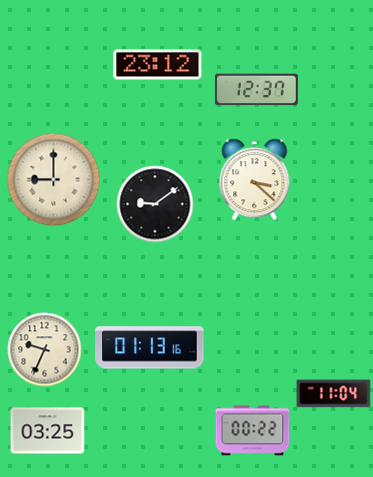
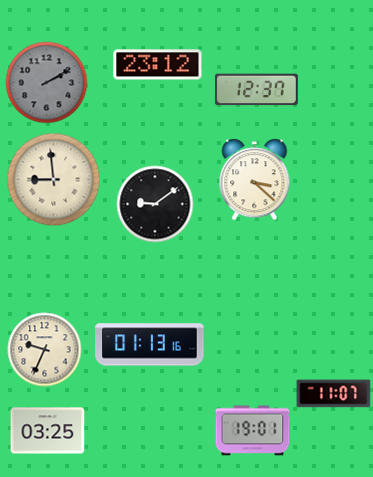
clock at (47, 83): none -> 2:10
clock at (54, 180): 9:00 -> 8:59
clock at (150, 348) position: (150, 348) -> (150, 345)
clock at (334, 394): 11:04 -> 11:07
clock at (253, 431): 00:22 -> 19:01
